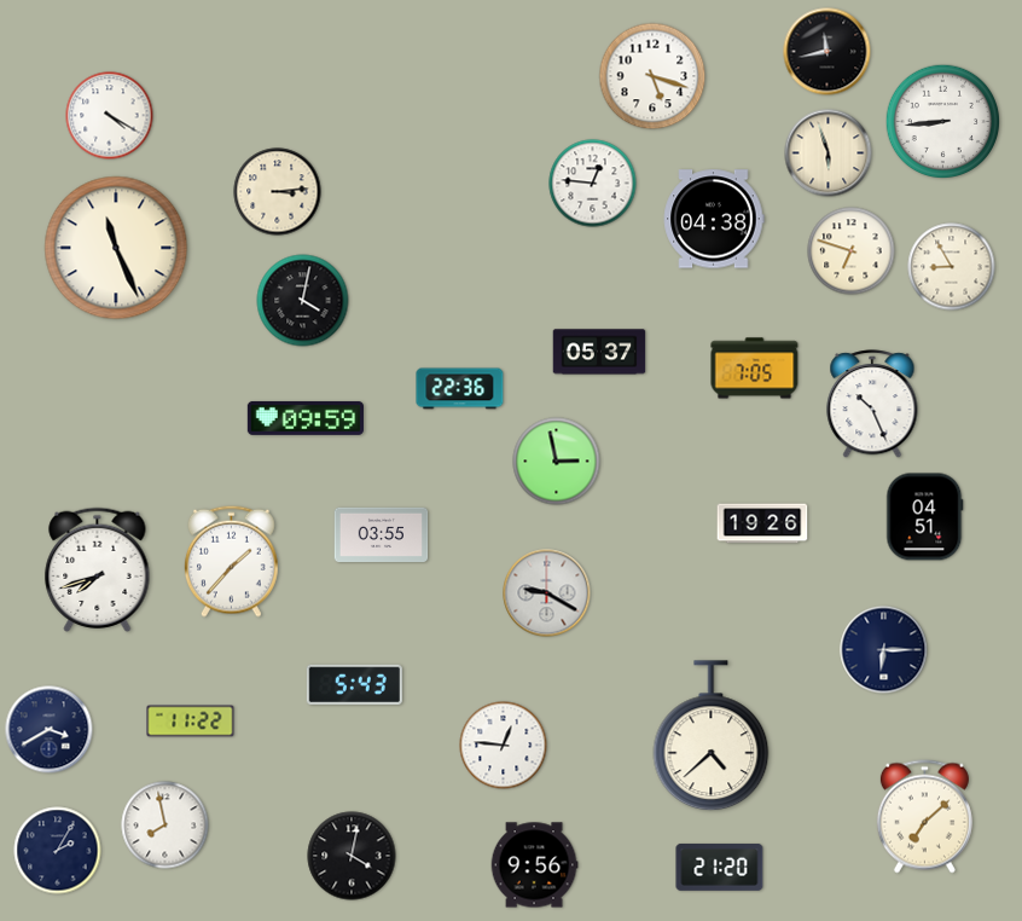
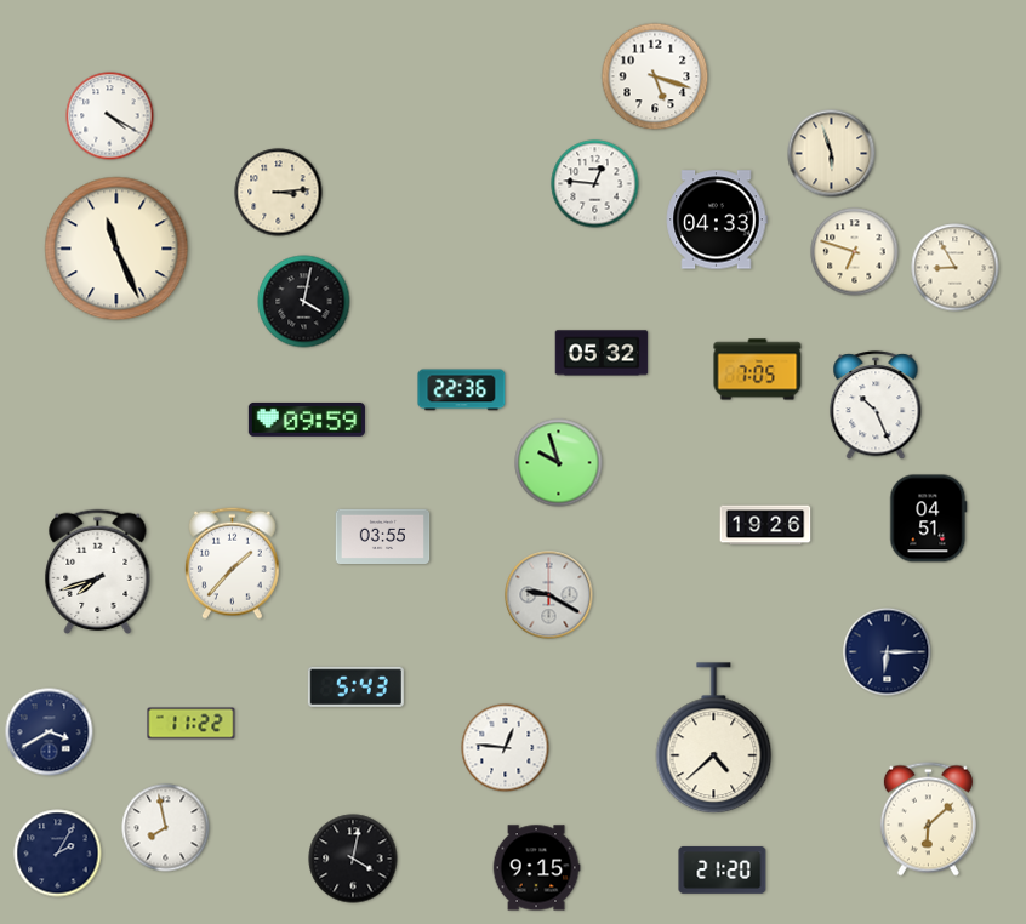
clock at (828, 52): 11:43 -> none
clock at (943, 122): 8:44 -> none
clock at (714, 219): 04:38 -> 04:33
clock at (599, 352): 05:37 -> 05:32
clock at (557, 462): 2:58 -> 9:57
clock at (924, 817): 7:08 -> 6:08
clock at (534, 865): 9:56 -> 9:15
